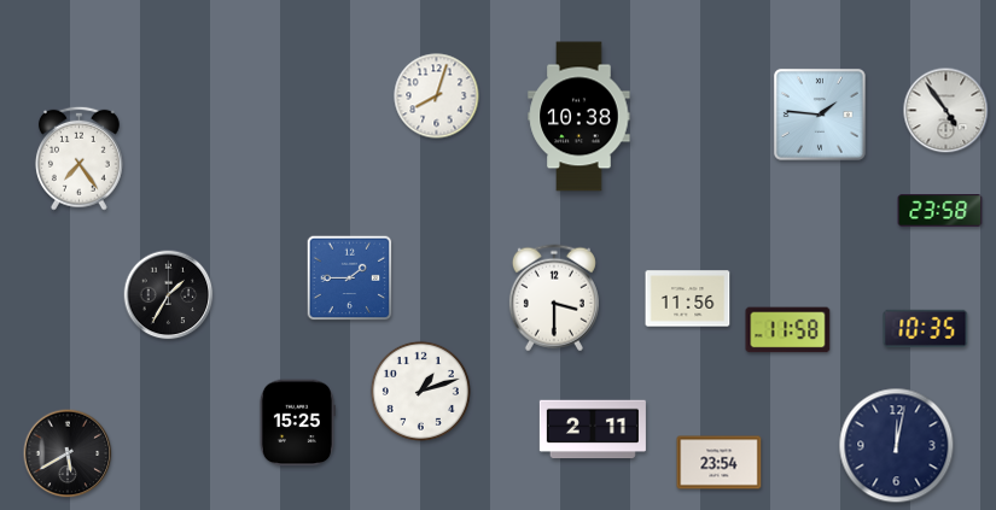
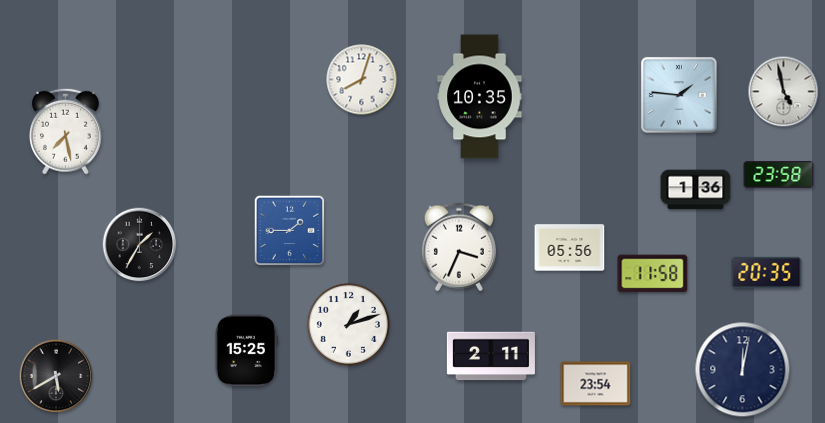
clock at (947, 111): 4:54 -> 4:58
clock at (579, 117): 10:38 -> 10:35
clock at (78, 158): 7:24 -> 7:28
clock at (696, 190): none -> 1:36
clock at (554, 298): 3:30 -> 3:34
clock at (688, 299): 11:56 -> 05:56
clock at (926, 328): 10:35 -> 20:35
